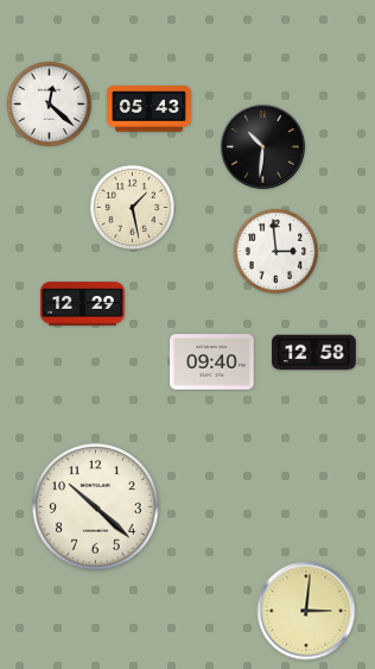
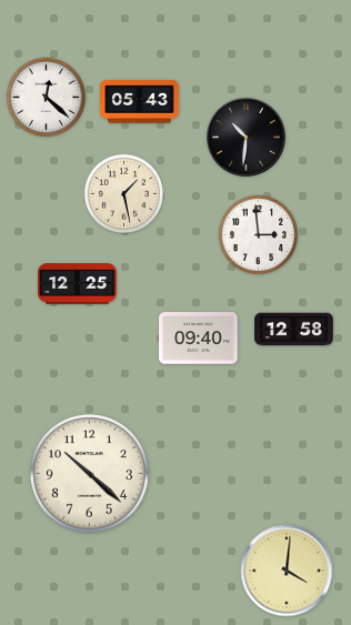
clock at (83, 304): 12:29 -> 12:25
clock at (306, 611): 3:01 -> 4:01
